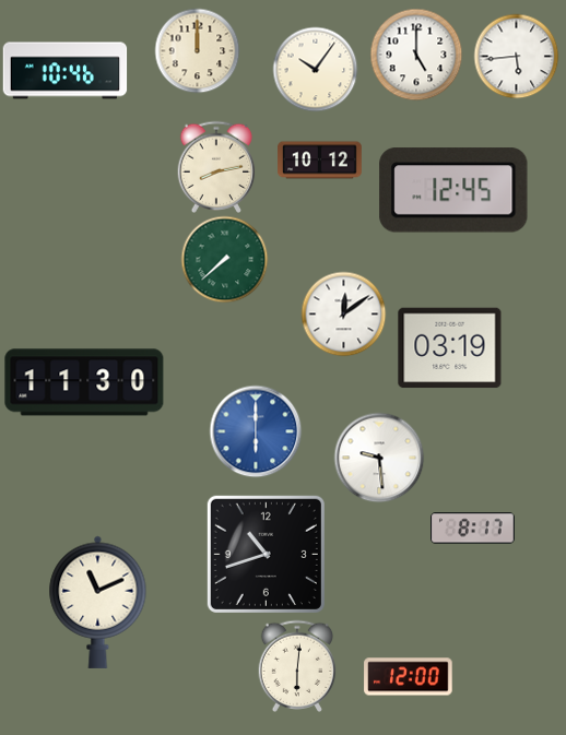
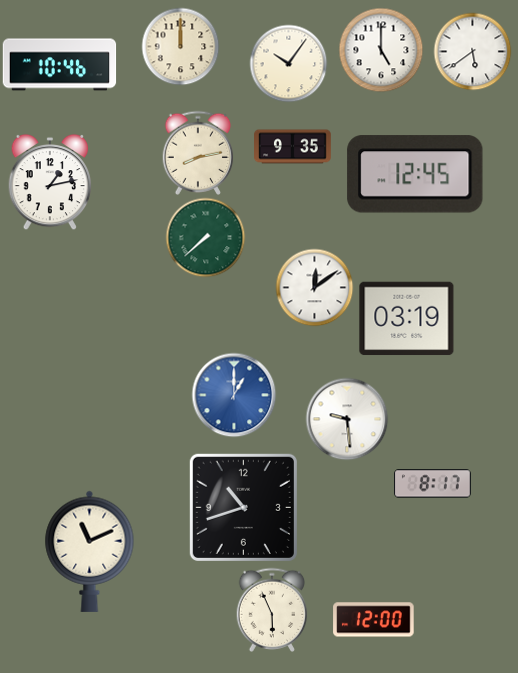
clock at (516, 56): 5:44 -> 5:39
clock at (320, 161): 10:12 -> 9:35
clock at (50, 182): none -> 1:13
clock at (450, 348) position: (450, 348) -> (407, 319)
clock at (84, 382): 11:30 -> none
clock at (256, 431): 6:00 -> 1:00
clock at (297, 666): 6:01 -> 5:56
